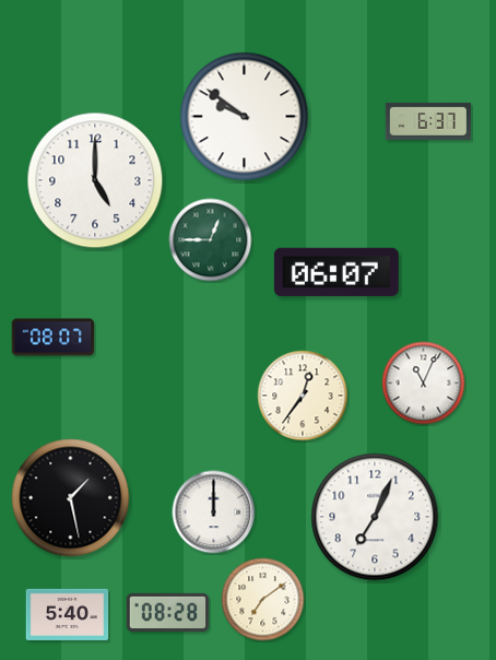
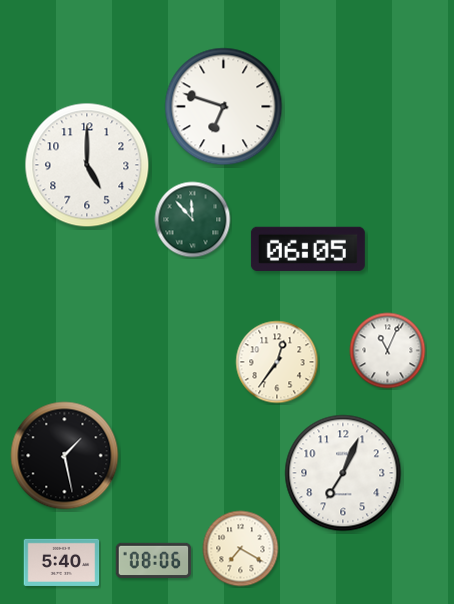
clock at (245, 117): 9:51 -> 6:48
clock at (428, 121): 6:37 -> none
clock at (211, 240): 12:45 -> 11:53
clock at (336, 272): 06:07 -> 06:05
clock at (54, 338): 08:07 -> none
clock at (214, 512): 12:00 -> none
clock at (263, 600): 7:09 -> 7:20
clock at (168, 612): 08:28 -> 08:06
